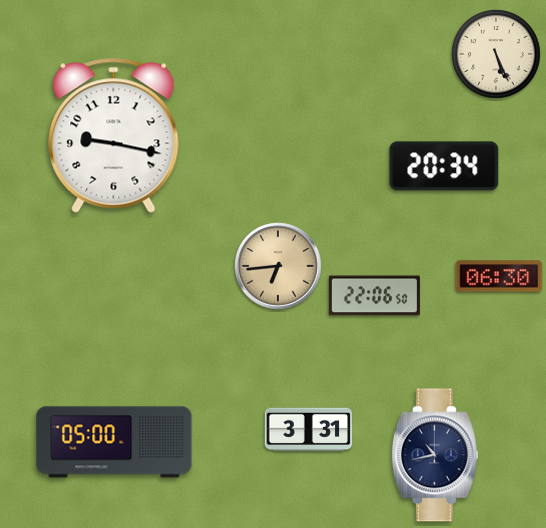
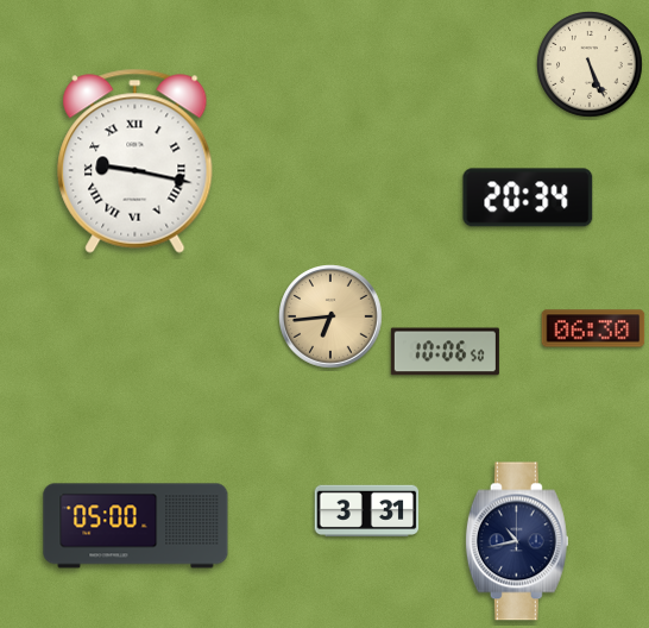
clock at (114, 135) numerals: Arabic -> Roman
clock at (374, 296): 22:06 -> 10:06
